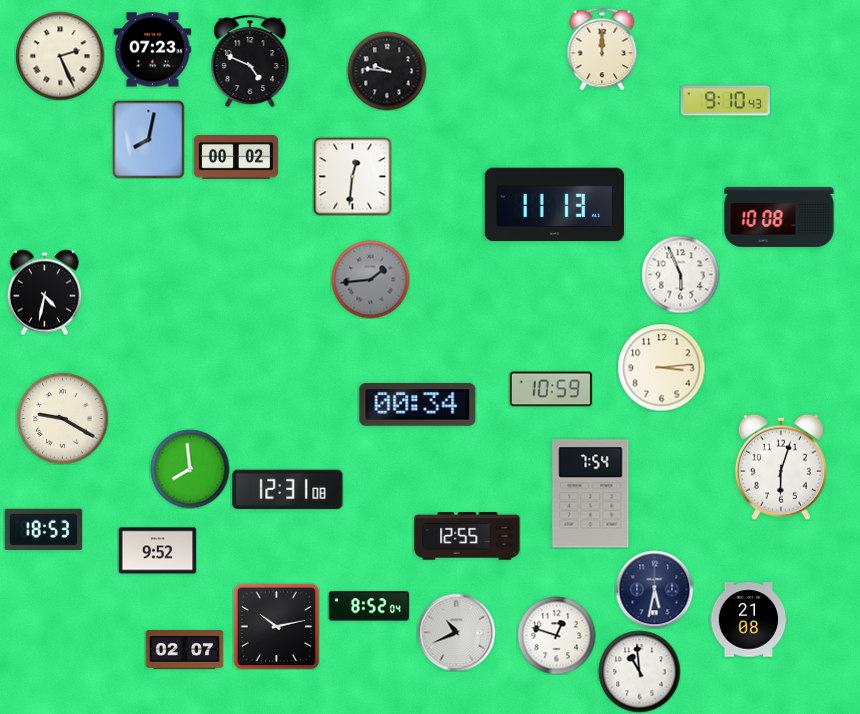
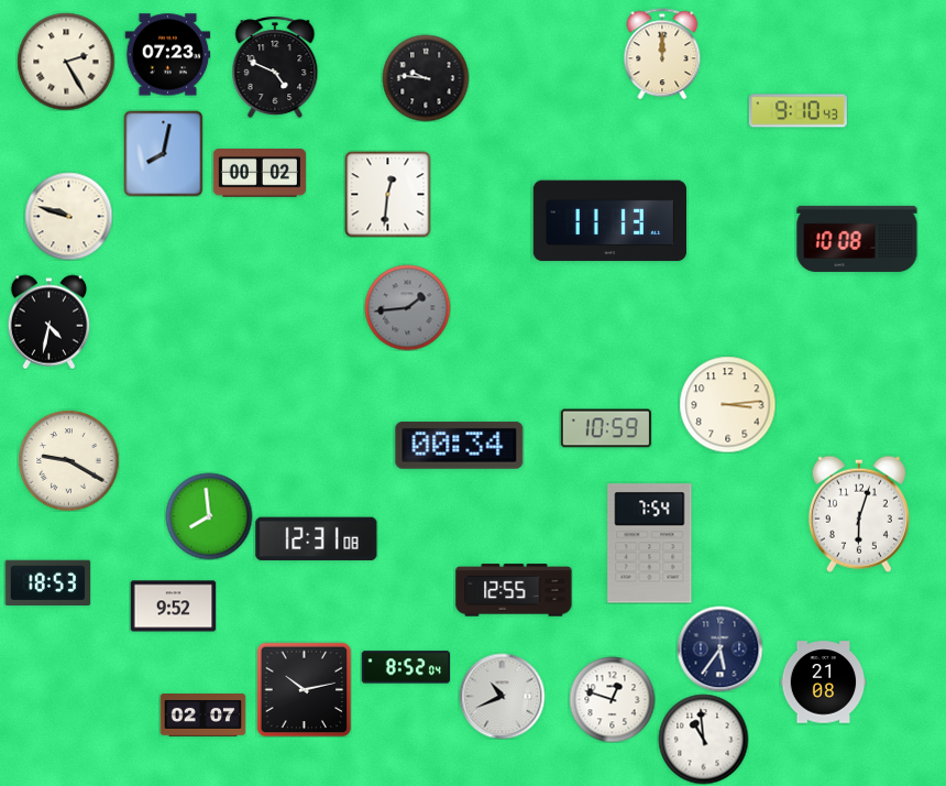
clock at (60, 56): 2:26 -> 2:25
clock at (68, 216): none -> 9:48
clock at (554, 205) position: (554, 205) -> (609, 221)
clock at (680, 274): 5:56 -> none
clock at (654, 589): 5:32 -> 5:36
